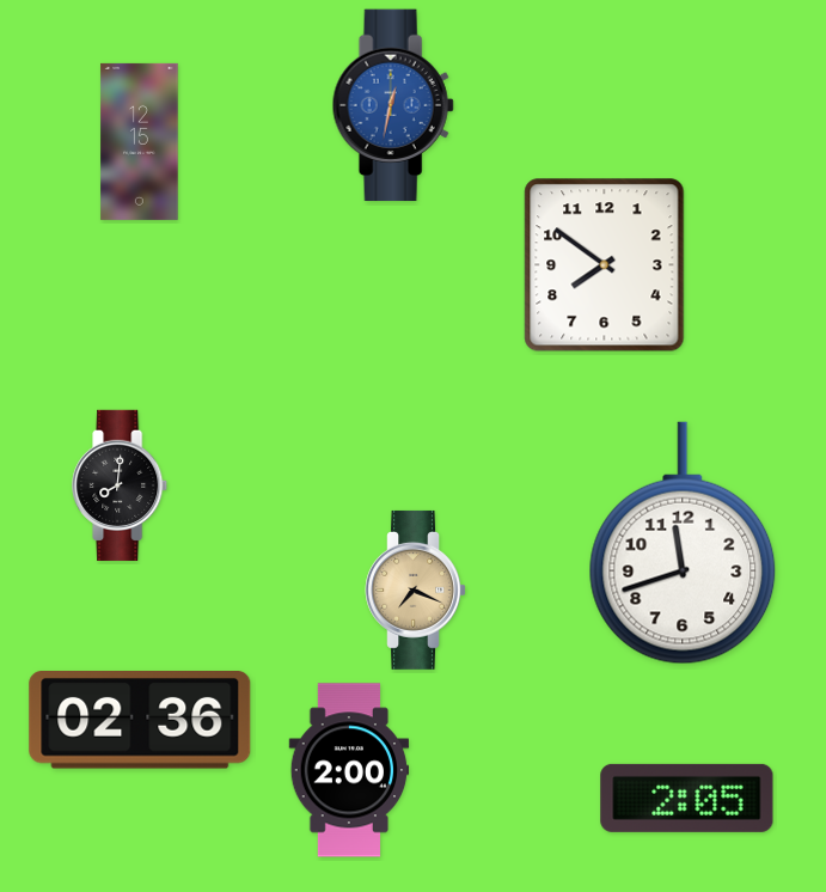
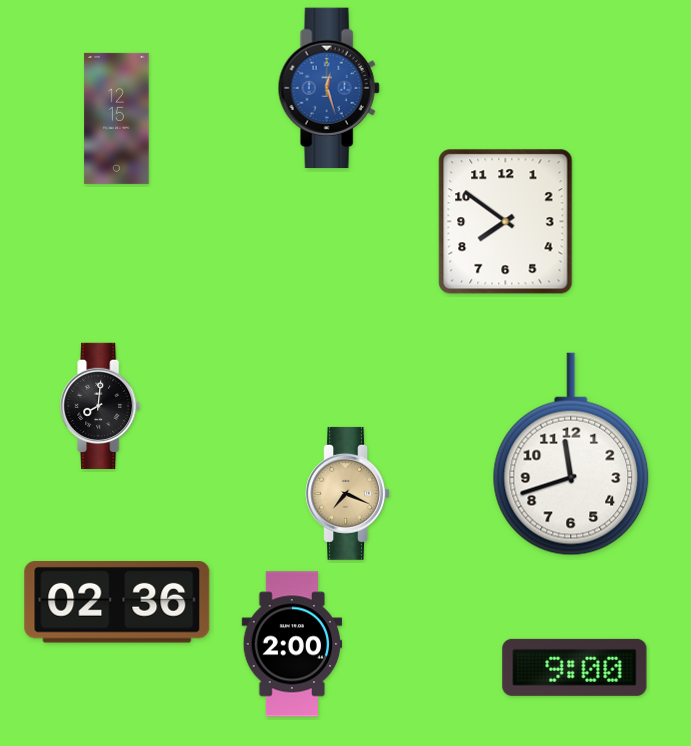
clock at (393, 105): 12:32 -> 12:27
clock at (687, 798): 2:05 -> 9:00
